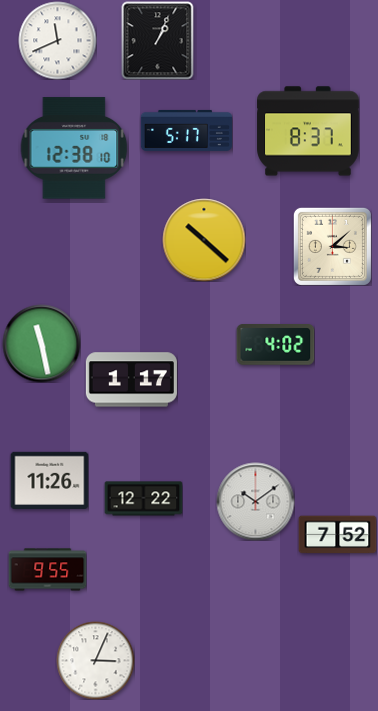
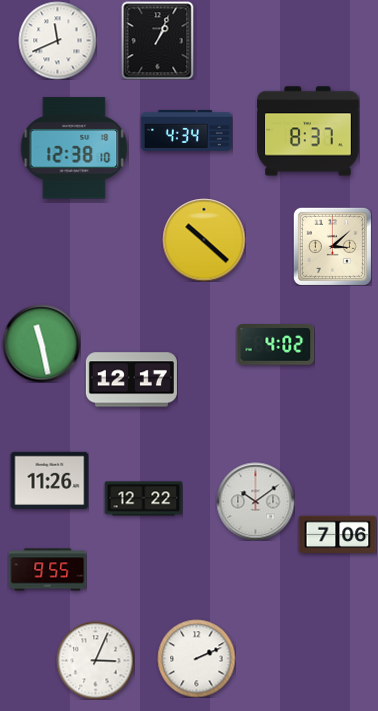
clock at (186, 130): 5:17 -> 4:34
clock at (131, 380): 1:17 -> 12:17
clock at (337, 535): 7:52 -> 7:06
clock at (196, 658): none -> 2:11
